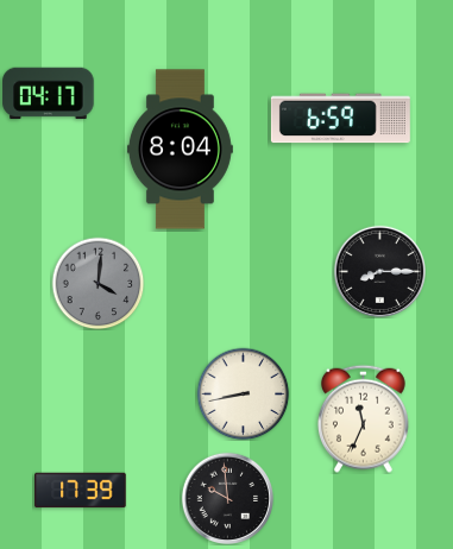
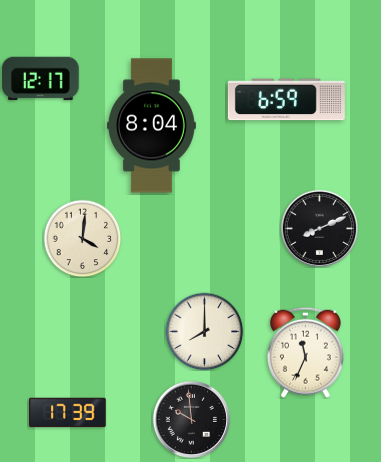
clock at (49, 94): 04:17 -> 12:17
clock at (379, 271): 8:15 -> 8:11
clock at (97, 283) dial: grey -> cream
clock at (243, 393): 8:43 -> 8:00
